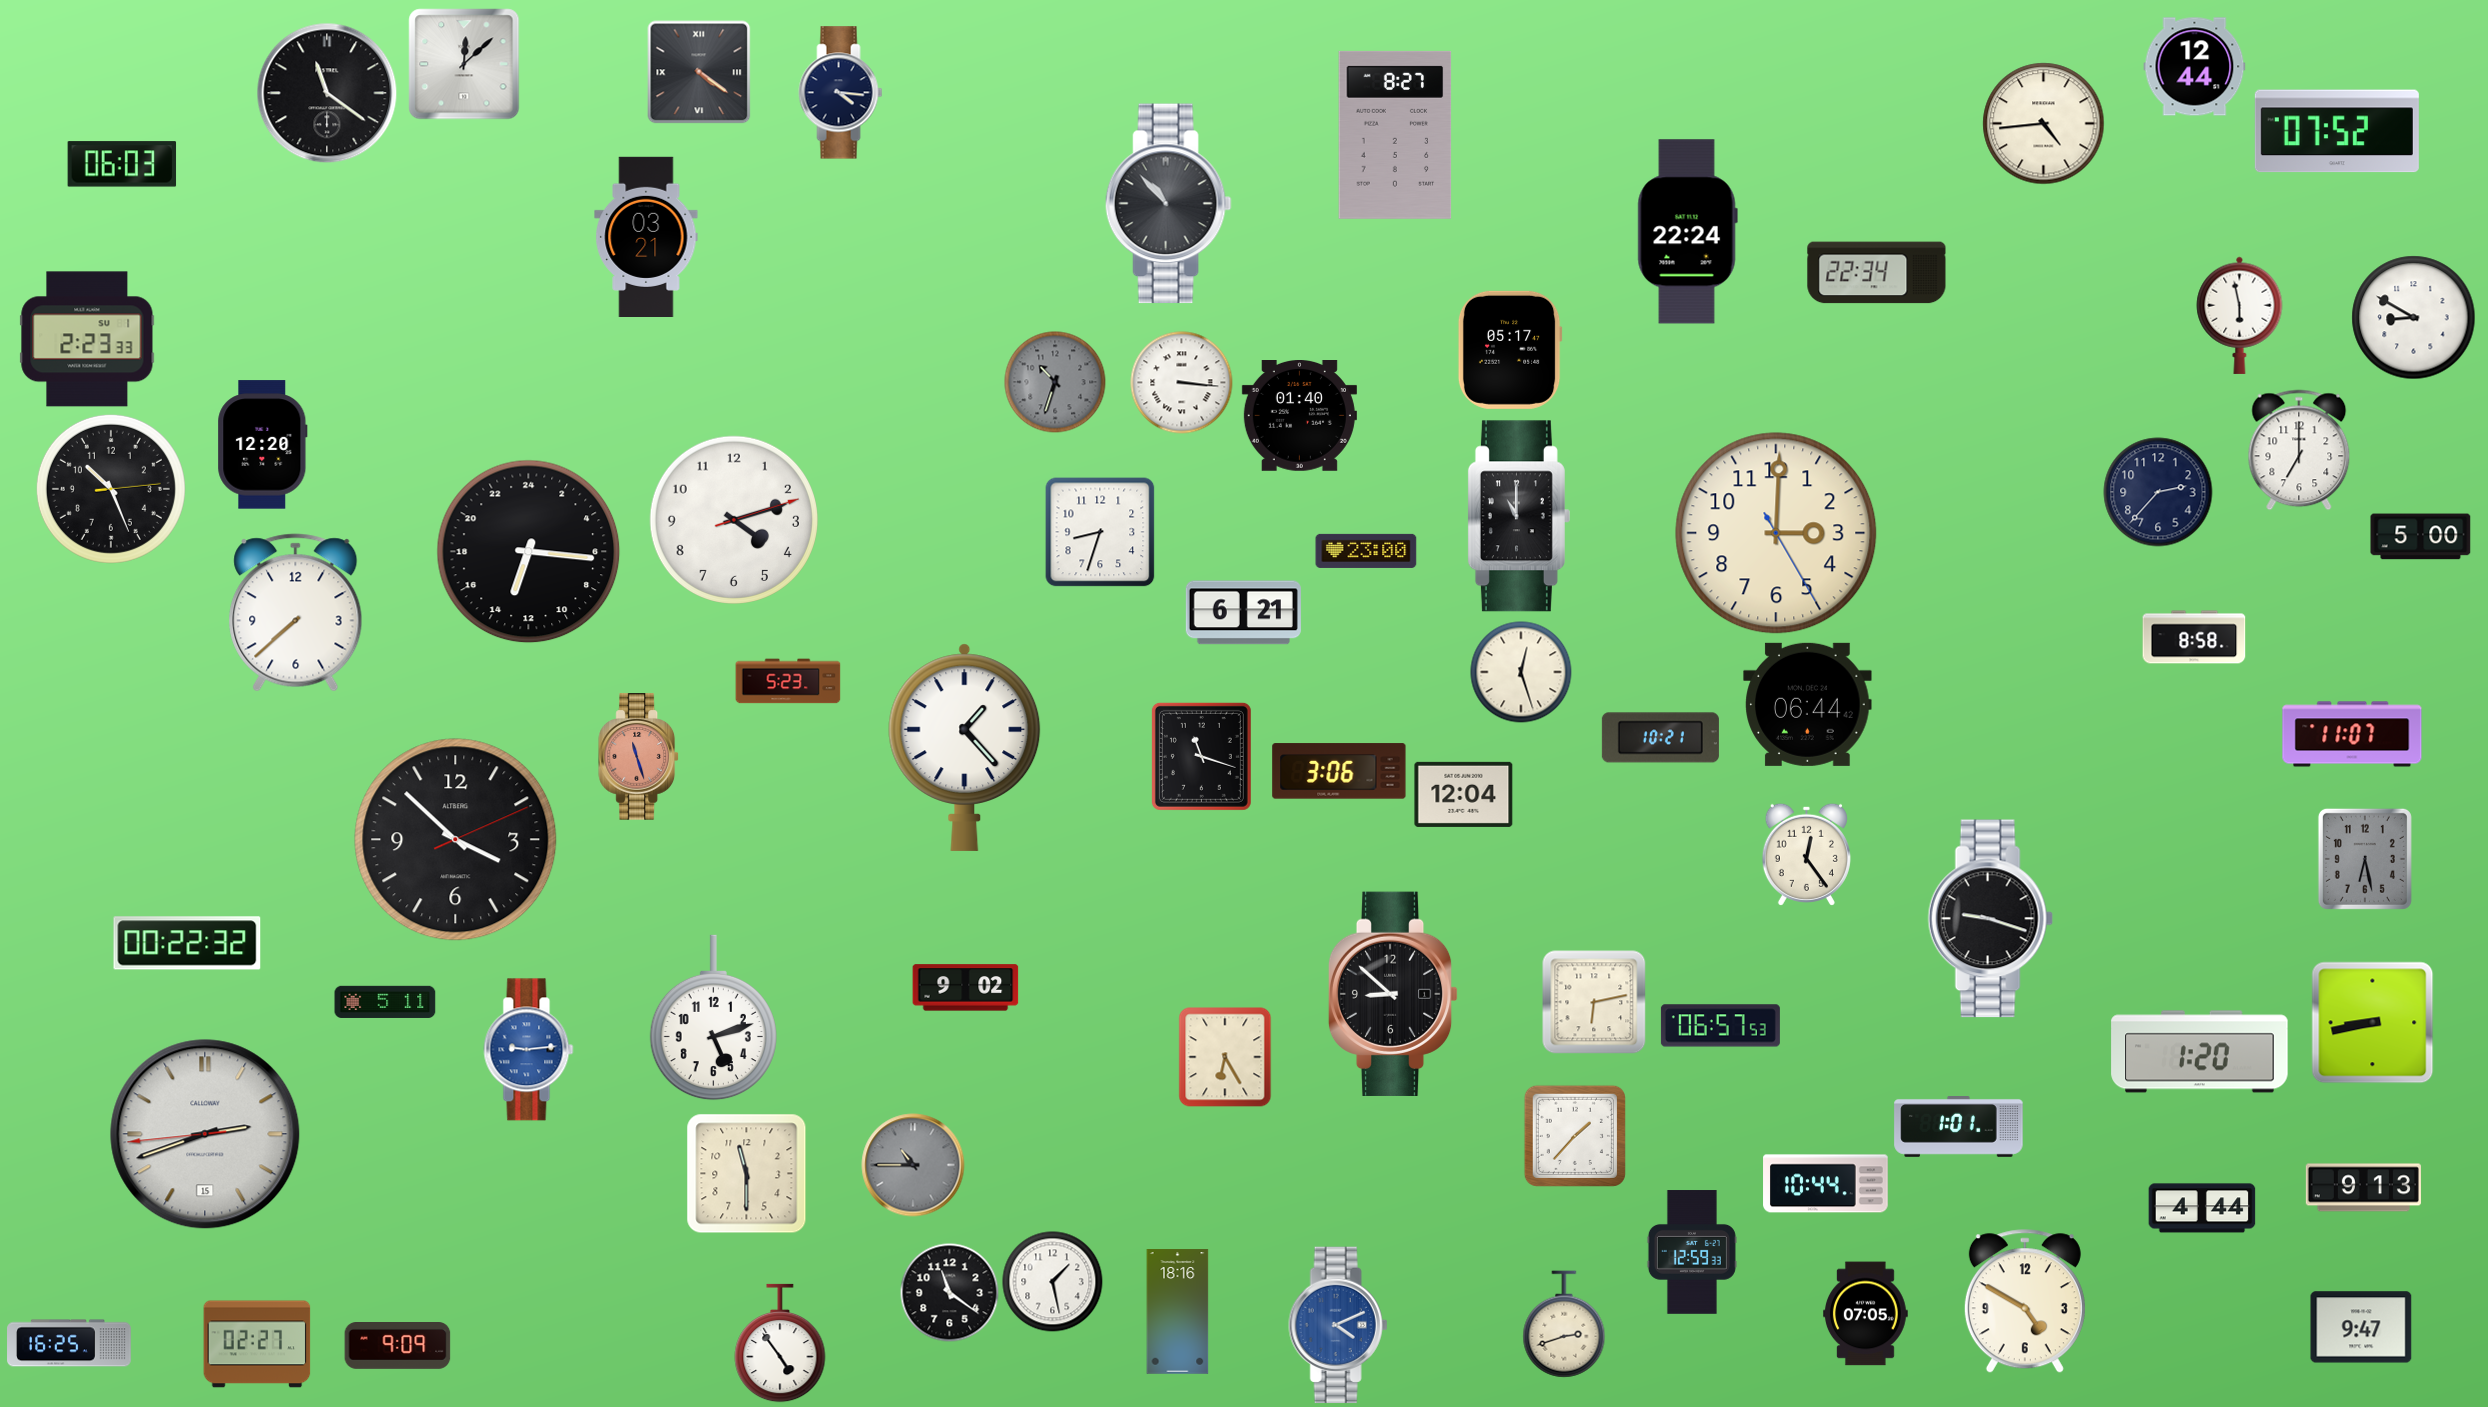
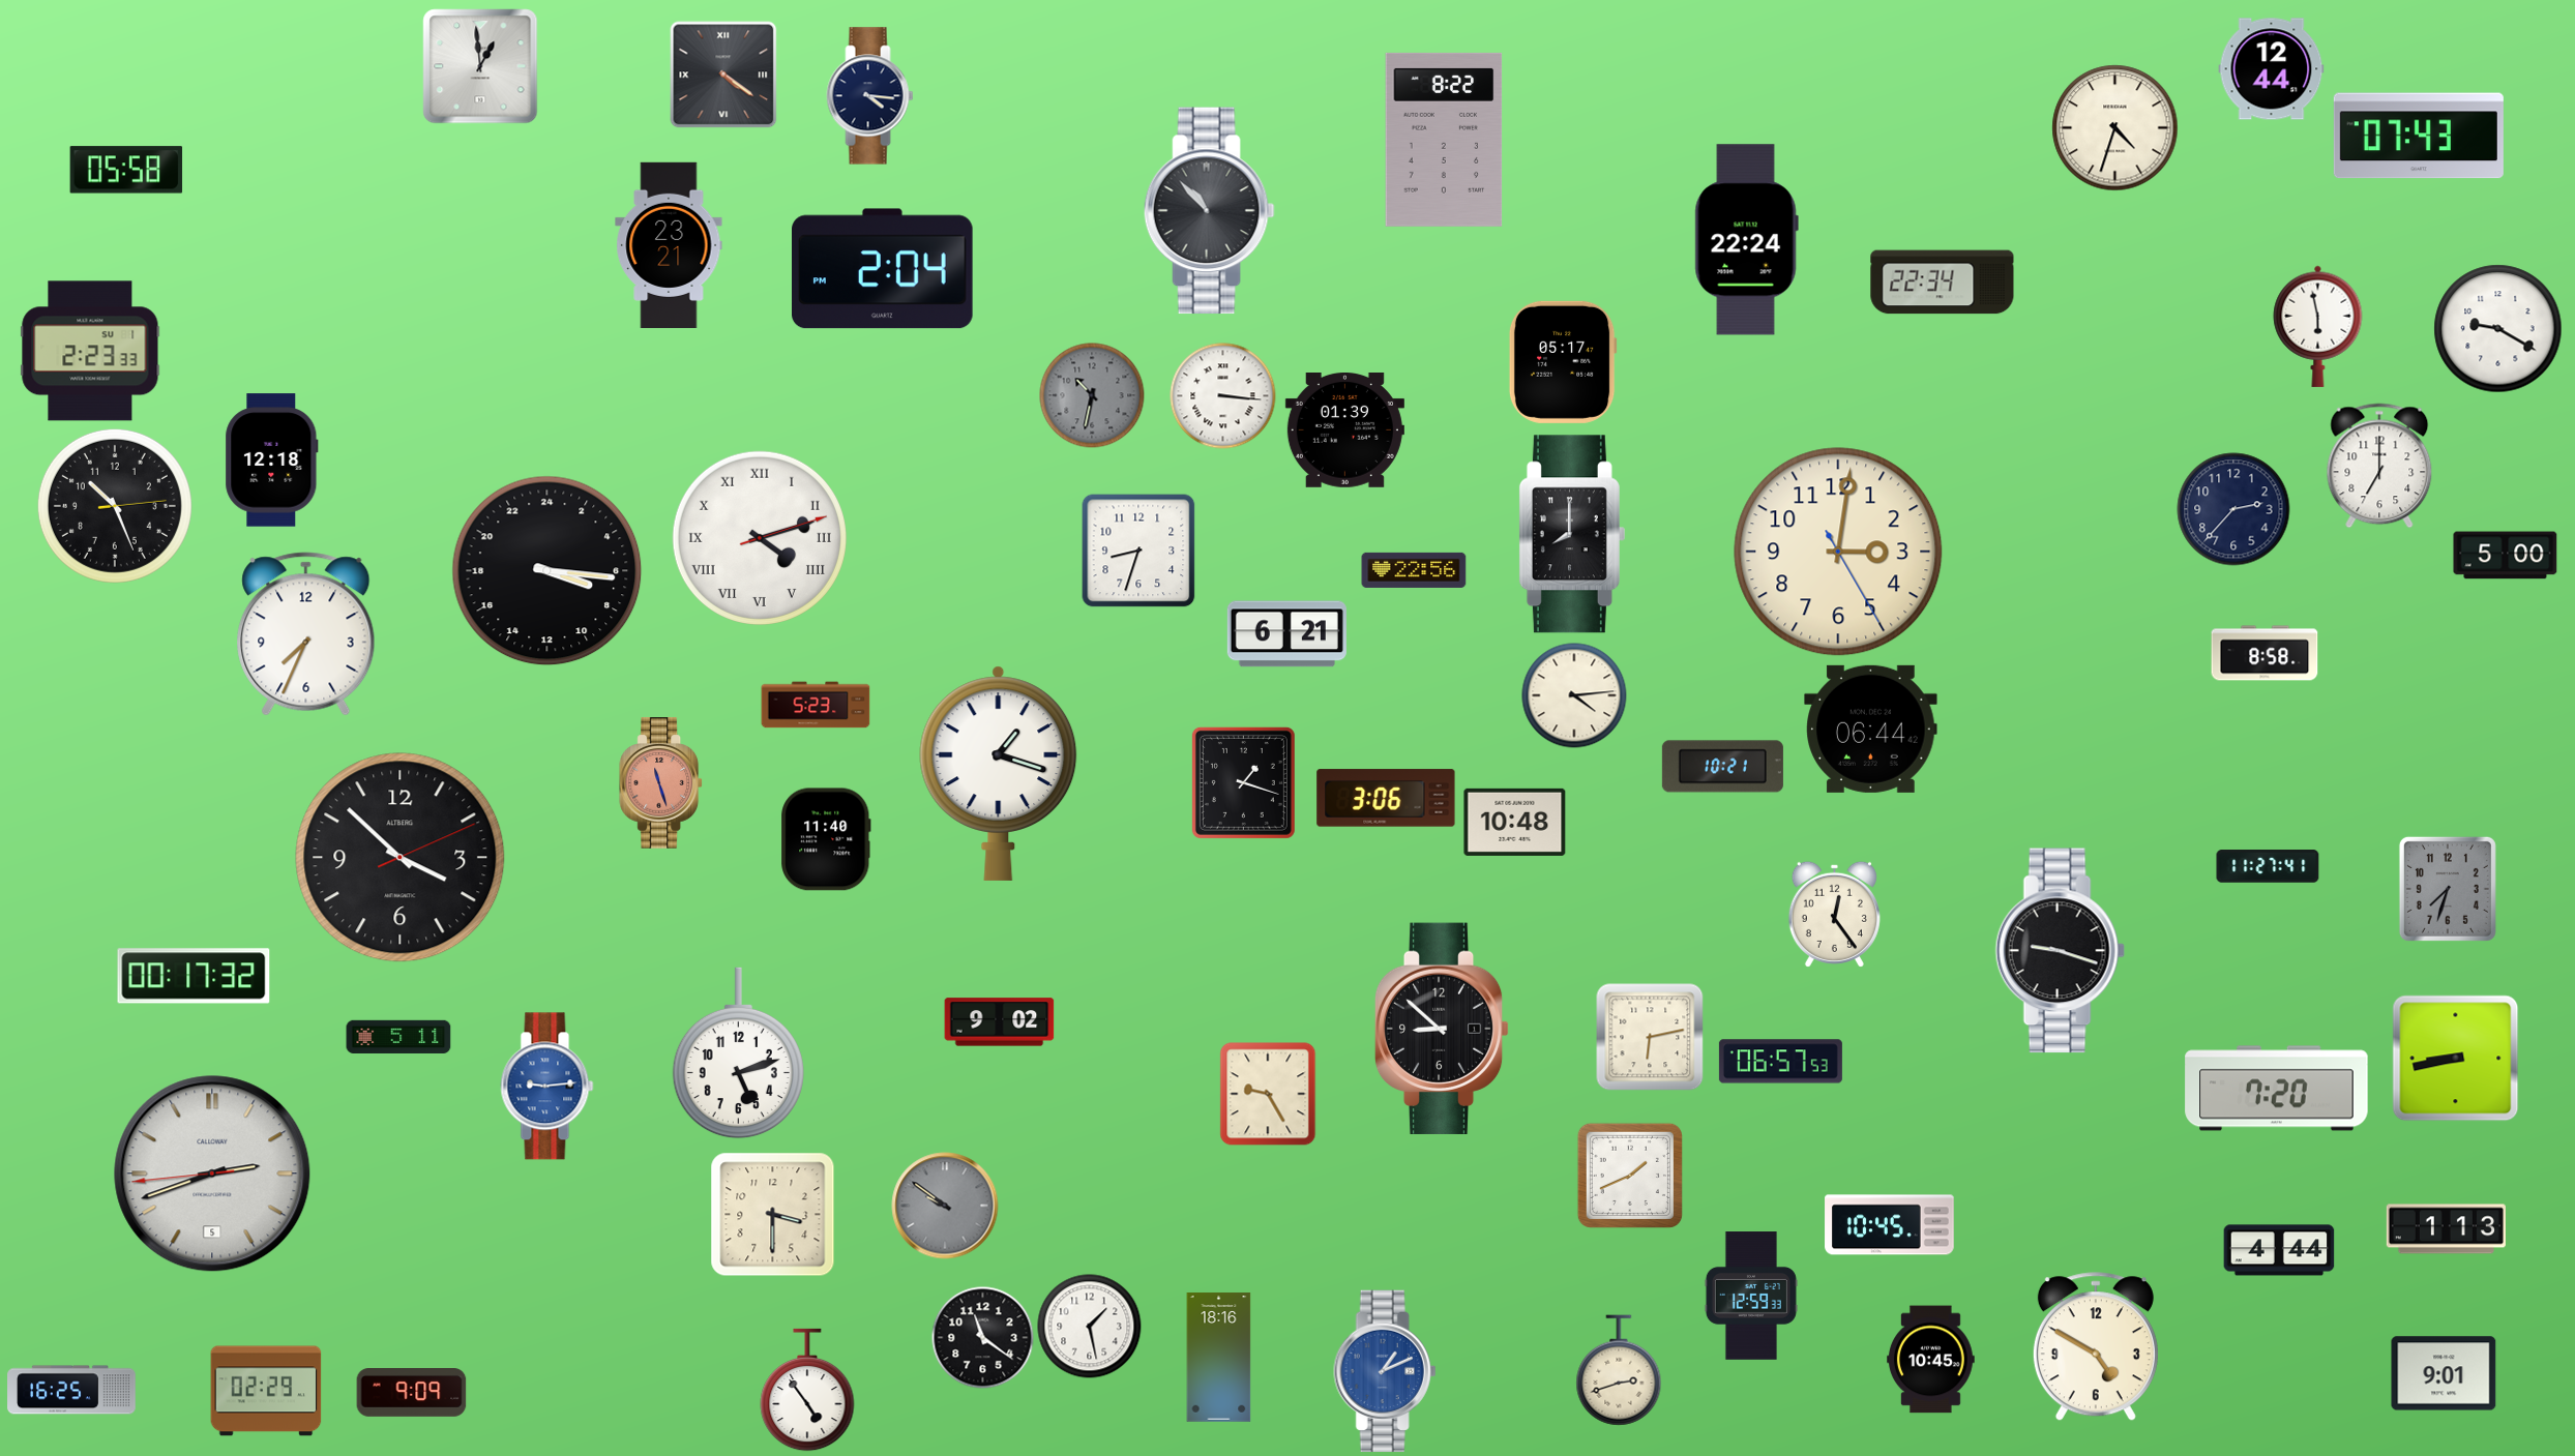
clock at (464, 64): 12:08 -> 12:59
clock at (327, 93): 11:21 -> none
clock at (2044, 124): 4:44 -> 4:33
clock at (2337, 131): 07:52 -> 07:43
clock at (1395, 135): 8:27 -> 8:22
clock at (122, 164): 06:03 -> 05:58
clock at (646, 236): 03:21 -> 23:21
clock at (883, 269): none -> 2:04
clock at (2414, 318): 8:50 -> 9:20
clock at (1055, 382): 10:33 -> 10:32
clock at (1299, 416): 01:40 -> 01:39
clock at (263, 445): 12:20 -> 12:18
clock at (1519, 516): 11:00 -> 8:00
clock at (734, 520) numerals: Arabic -> Roman
clock at (1776, 533): 3:00 -> 3:01
clock at (1366, 551): 23:00 -> 22:56
clock at (529, 552): 13:16 -> 7:16
clock at (296, 613): 7:38 -> 7:34
clock at (2194, 637) position: (2194, 637) -> (2265, 653)
clock at (1521, 672): 12:27 -> 4:14
clock at (2352, 734): 11:07 -> none
clock at (1660, 738) position: (1660, 738) -> (1722, 767)
clock at (965, 747): 1:23 -> 1:18
clock at (1201, 756): 11:18 -> 1:18
clock at (1464, 794): 12:04 -> 10:48
clock at (826, 839): none -> 11:40
clock at (2268, 866): none -> 11:27
clock at (456, 840) position: (456, 840) -> (401, 858)
clock at (1806, 854) position: (1806, 854) -> (1834, 914)
clock at (2365, 859): 6:28 -> 7:33
clock at (187, 943): 00:22 -> 00:17
clock at (2200, 1052): 1:20 -> 7:20
clock at (1225, 1057): 6:25 -> 9:25
clock at (1959, 1127): 1:01 -> none
clock at (205, 1134) date: 15 -> 5
clock at (1575, 1136): 1:37 -> 1:41
clock at (913, 1165): 10:45 -> 9:51
clock at (747, 1174): 11:30 -> 3:30
clock at (1826, 1184): 10:44 -> 10:45
clock at (2363, 1188): 9:13 -> 1:13
clock at (1866, 1314): 07:05 -> 10:45
clock at (1338, 1325): 4:11 -> 1:11
clock at (2361, 1327): 9:47 -> 9:01
clock at (257, 1344): 02:27 -> 02:29
